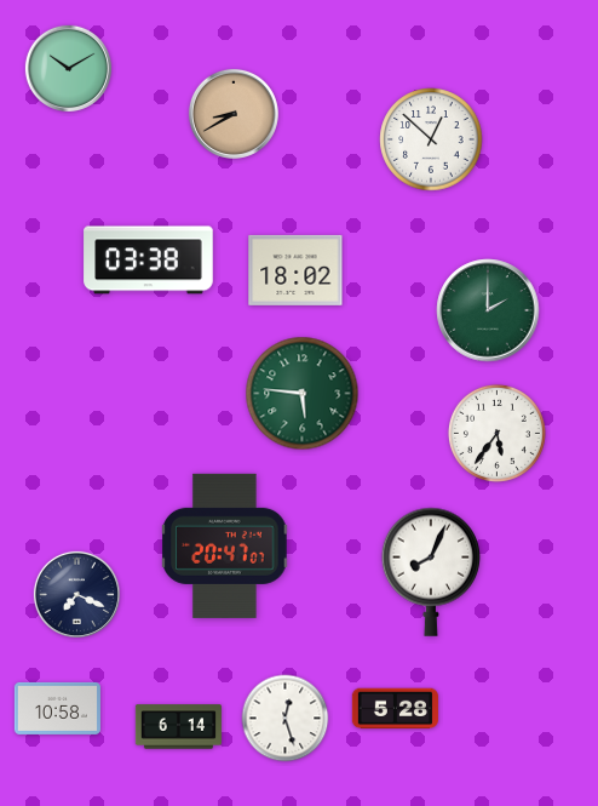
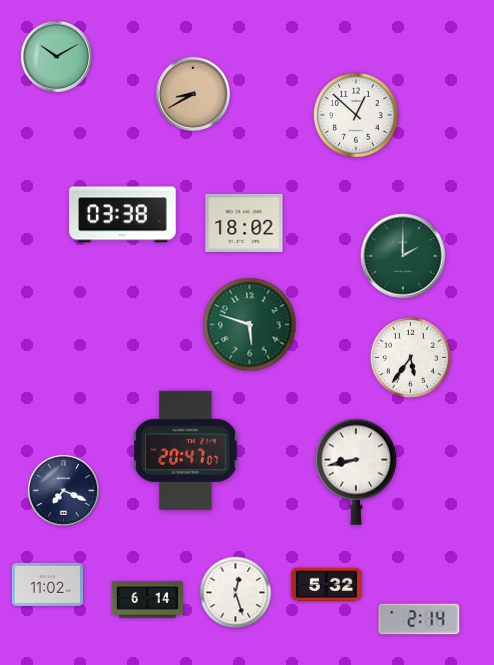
clock at (303, 394): 5:46 -> 5:48
clock at (431, 572): 8:04 -> 8:43
clock at (57, 708): 10:58 -> 11:02
clock at (395, 709): 5:28 -> 5:32
clock at (419, 619): none -> 2:14
